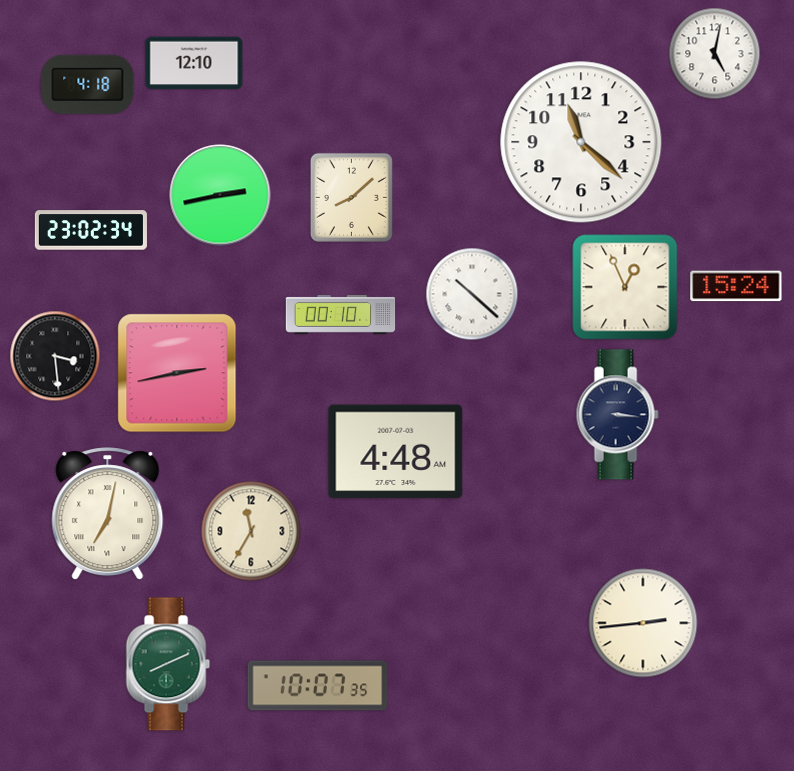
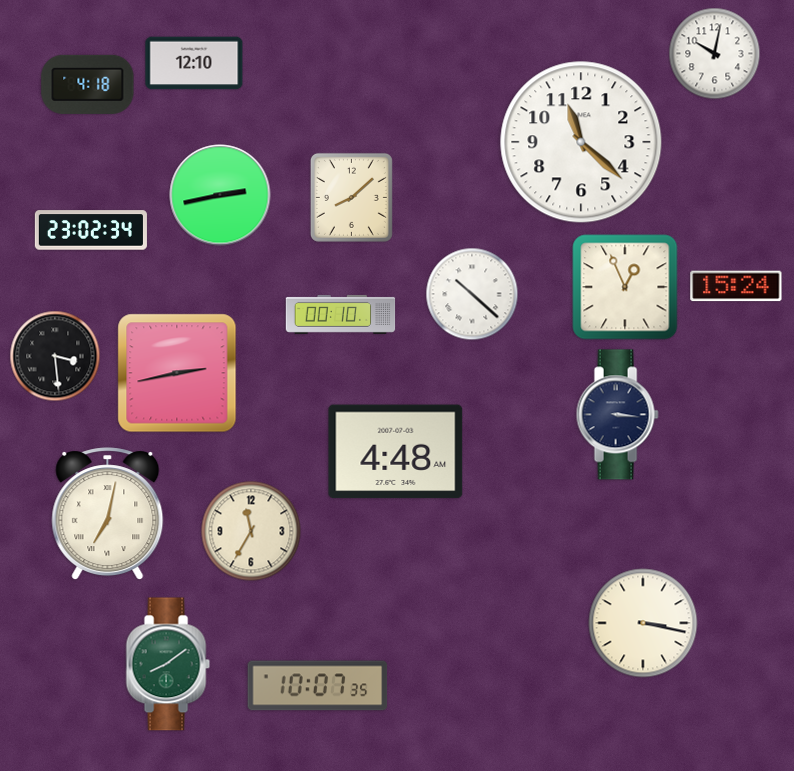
clock at (715, 54): 5:02 -> 10:02
clock at (643, 623): 2:44 -> 3:17
clock at (168, 664): 8:11 -> 8:09
